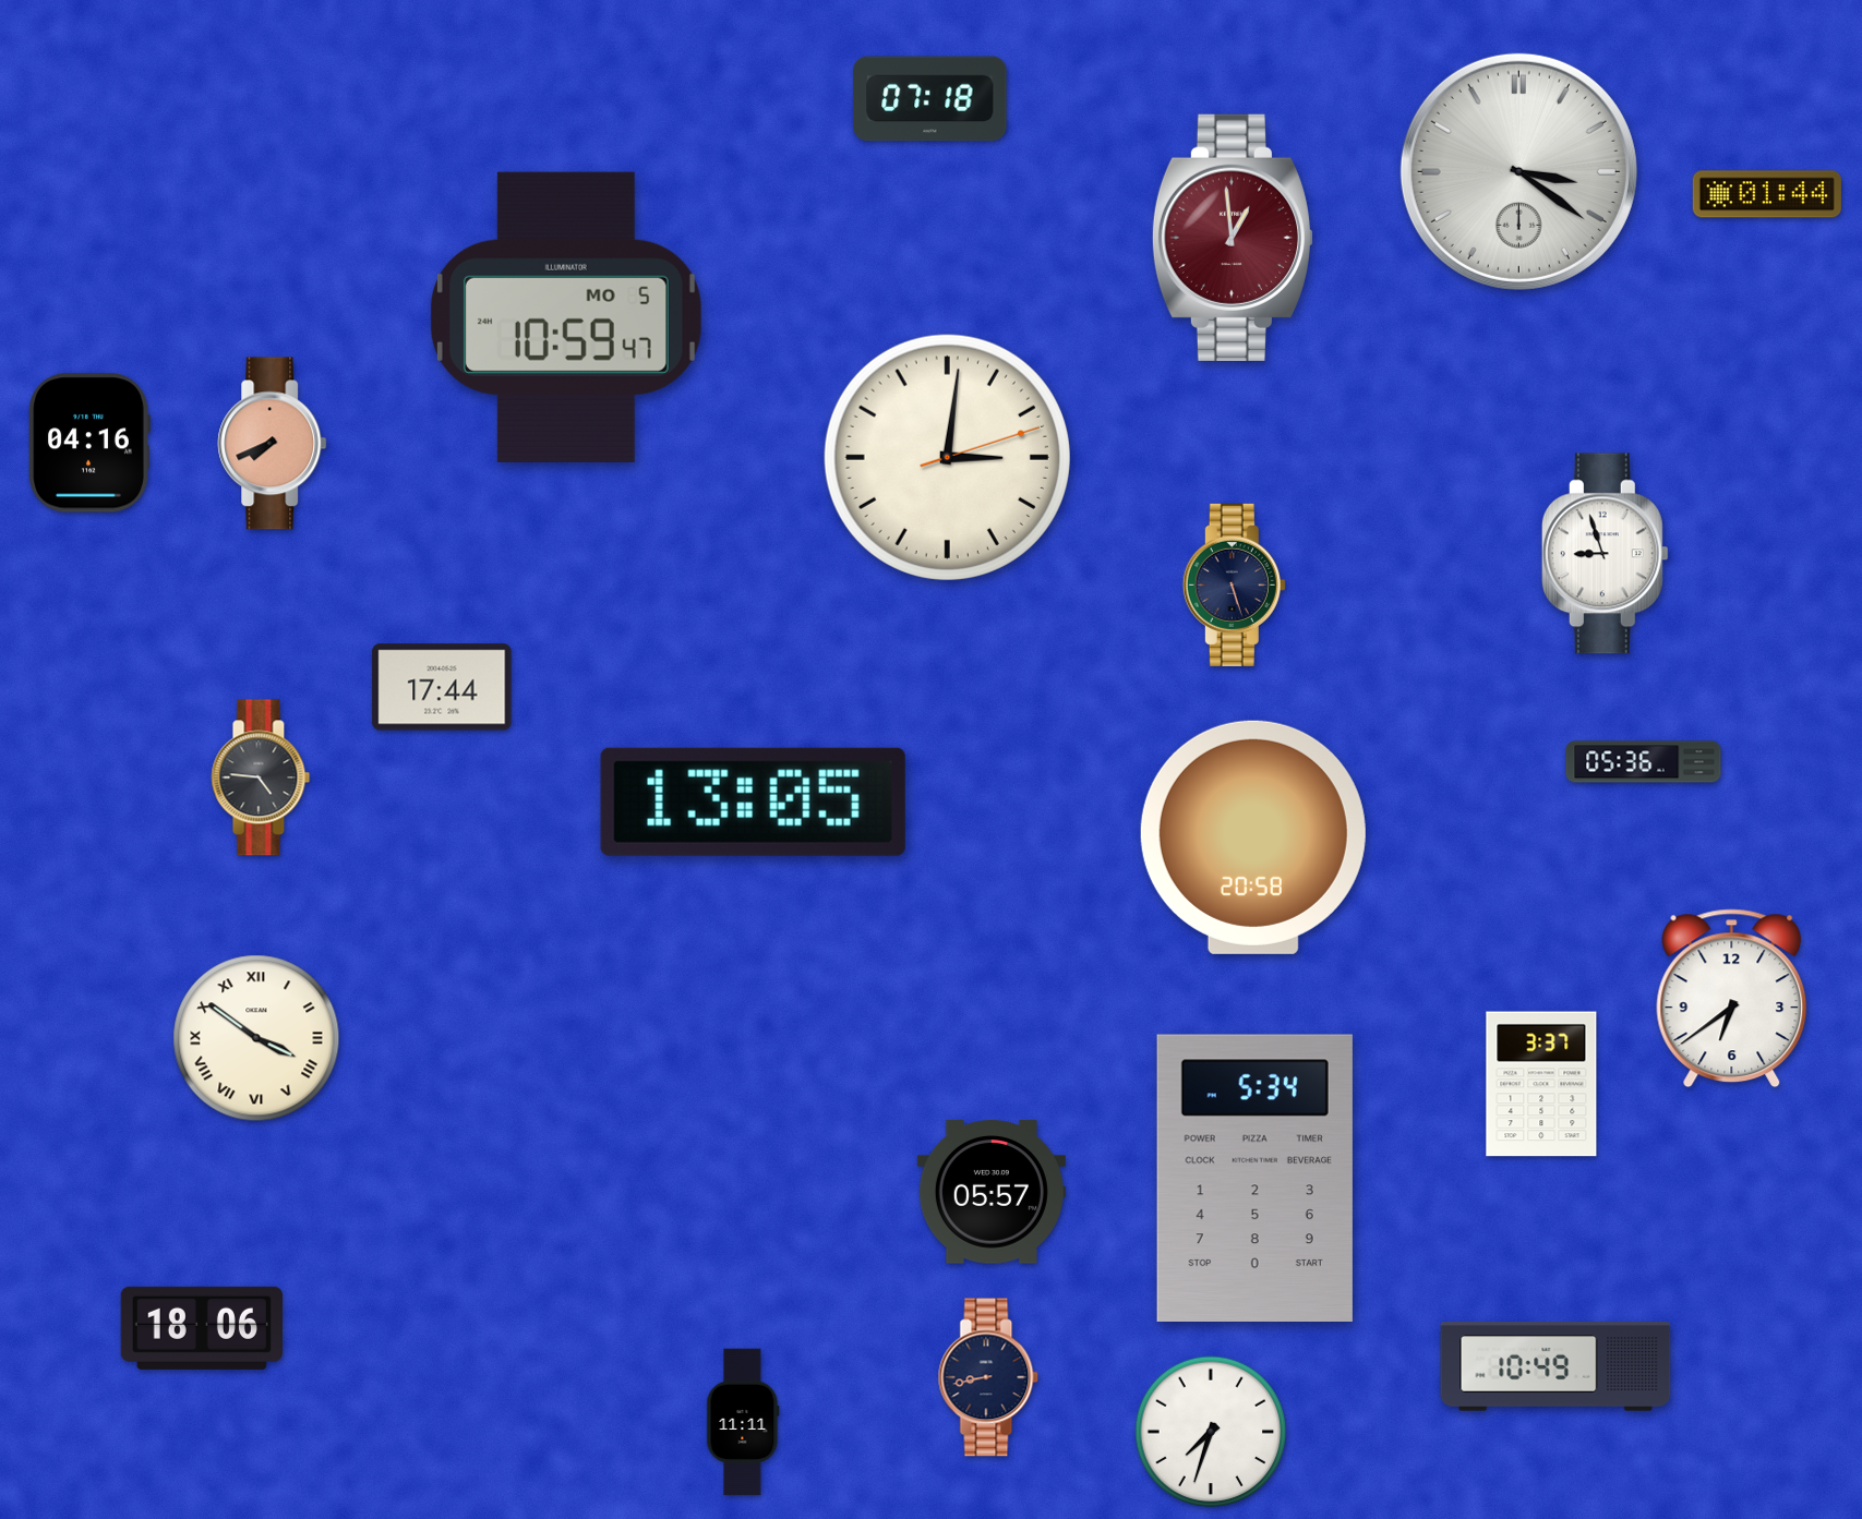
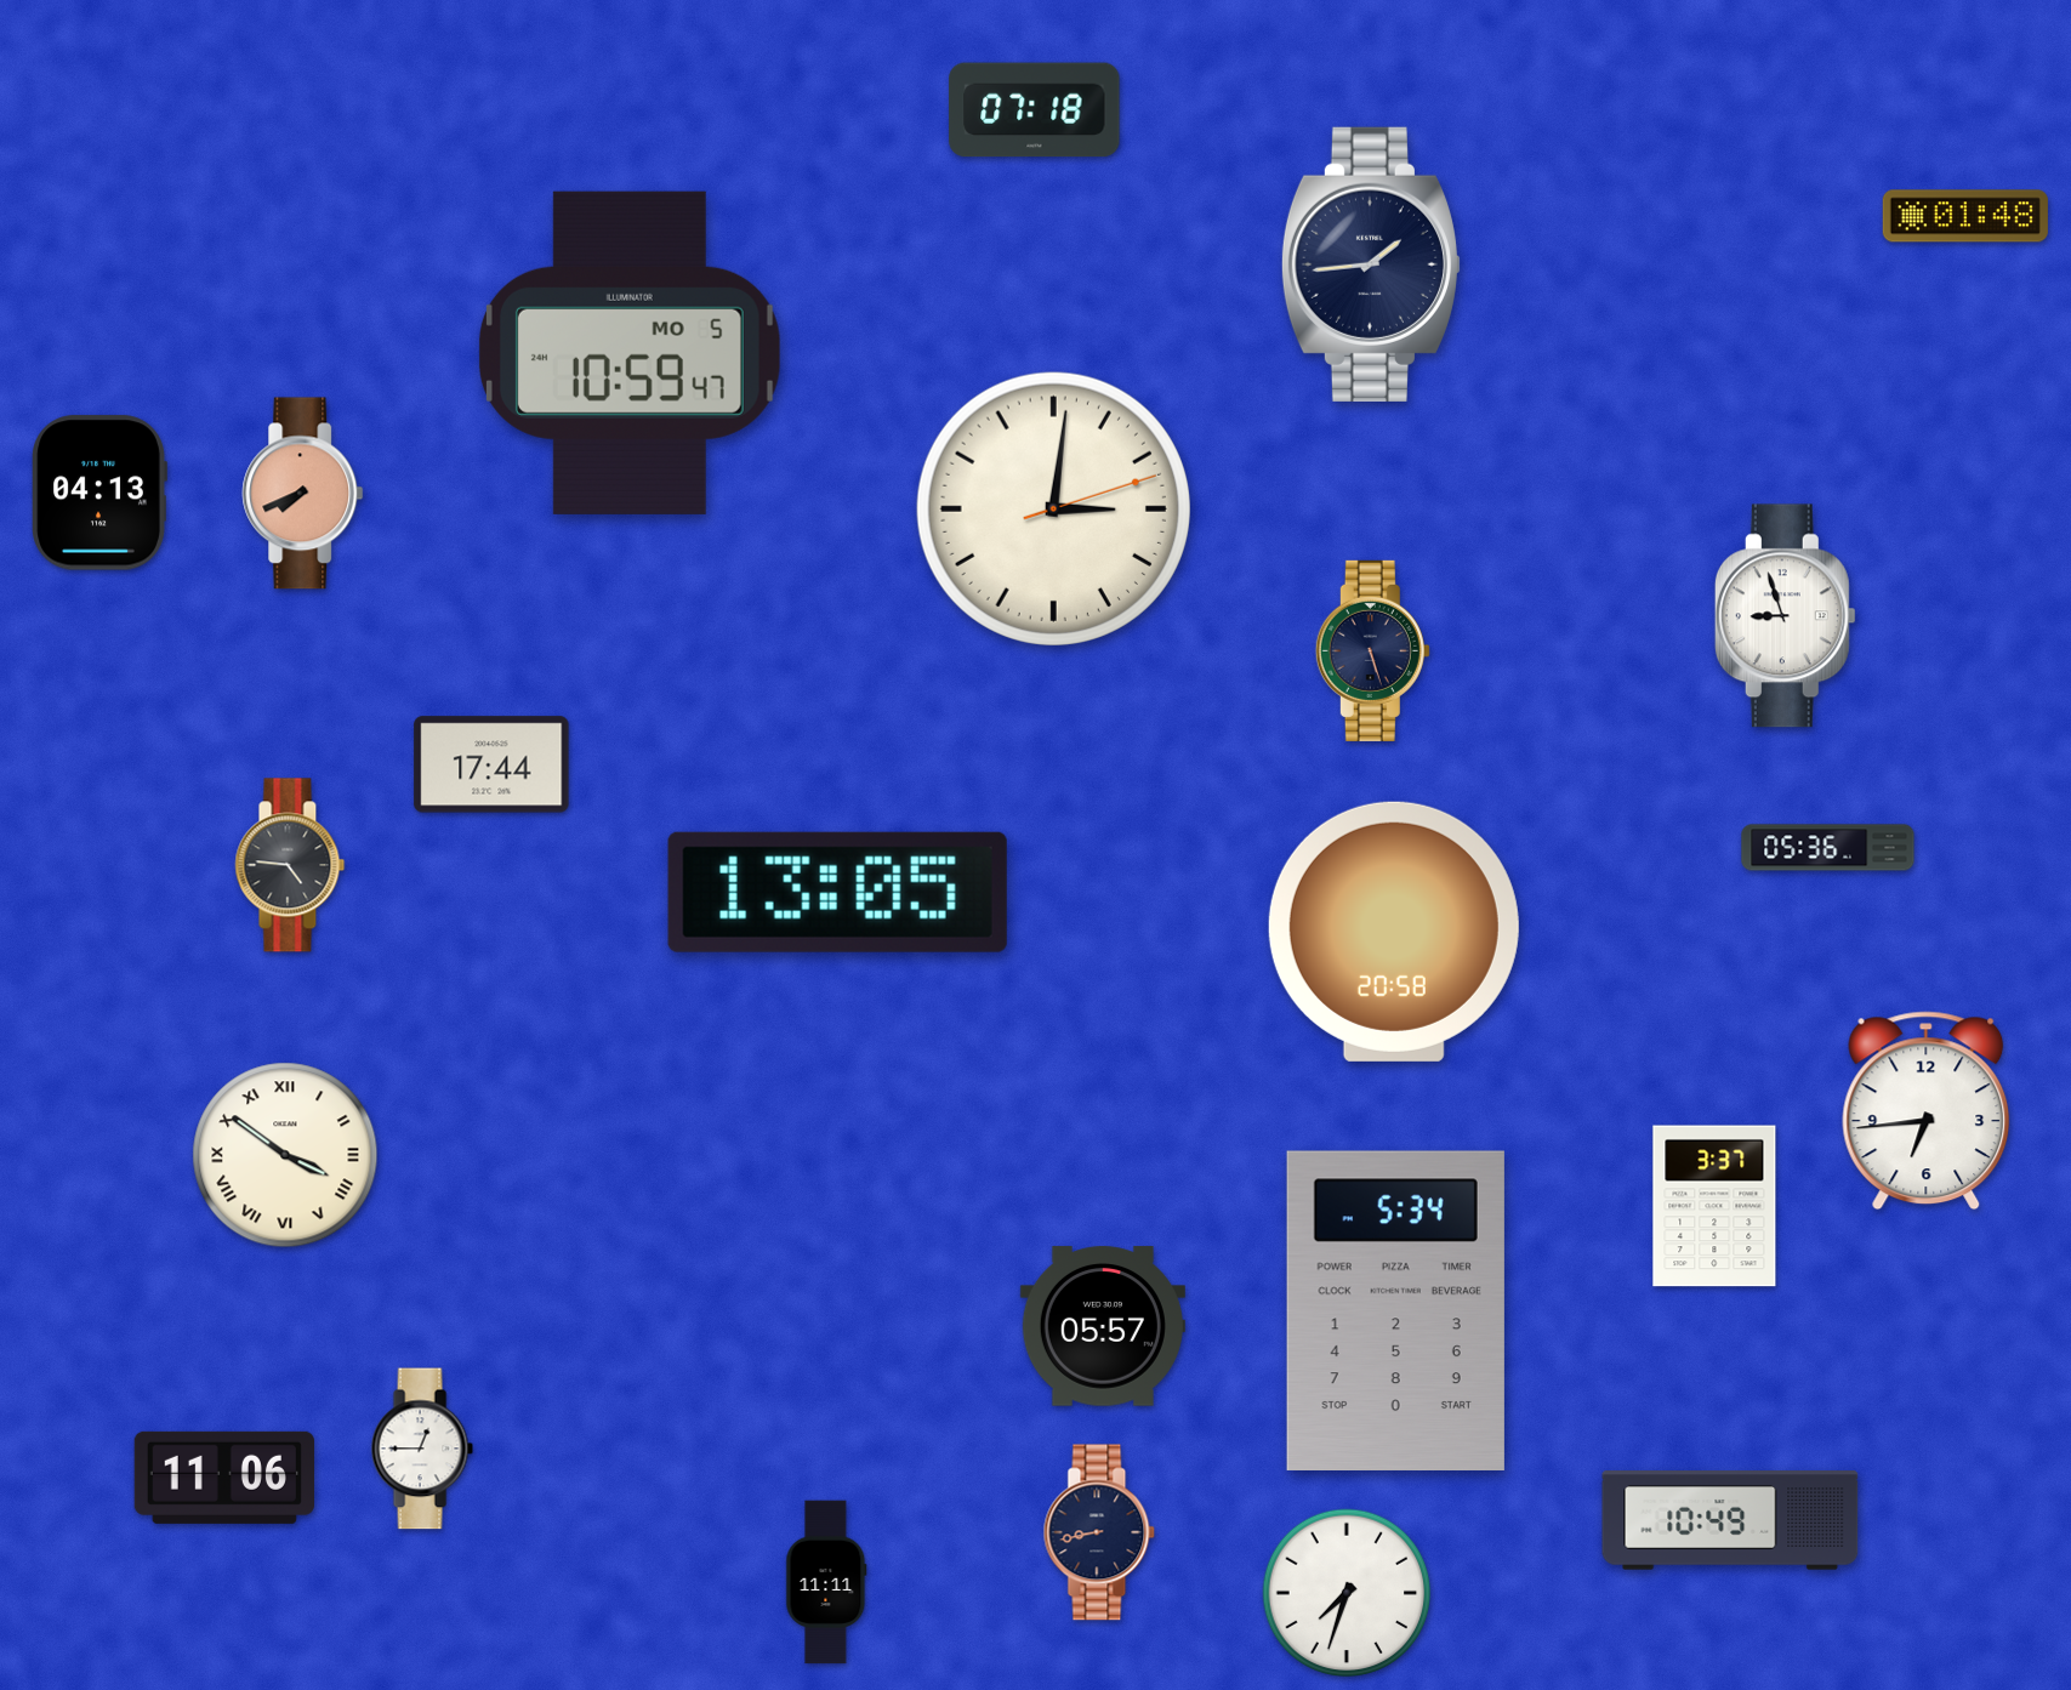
clock at (1518, 171): 3:21 -> none
clock at (1767, 194): 01:44 -> 01:48
clock at (1232, 238): 12:59 -> 1:44
clock at (1232, 238) dial: burgundy -> navy
clock at (89, 443): 04:16 -> 04:13
clock at (1732, 999): 6:39 -> 6:44
clock at (422, 1449): none -> 12:45
clock at (202, 1328): 18:06 -> 11:06
